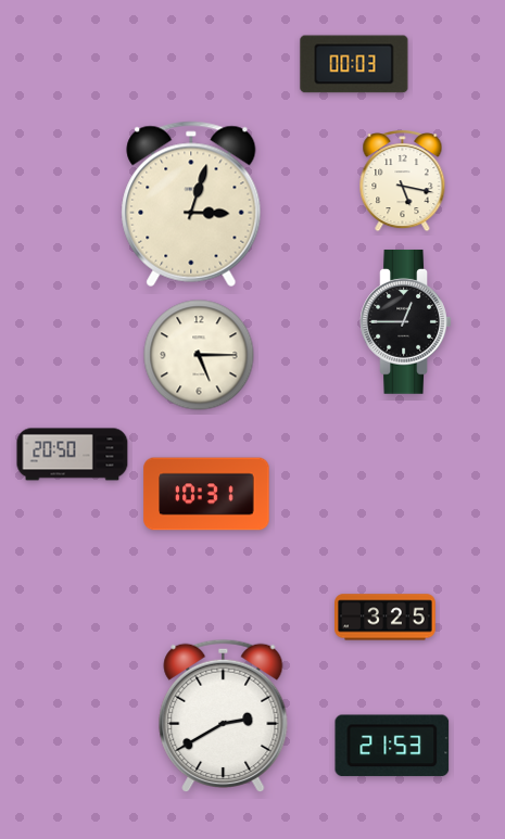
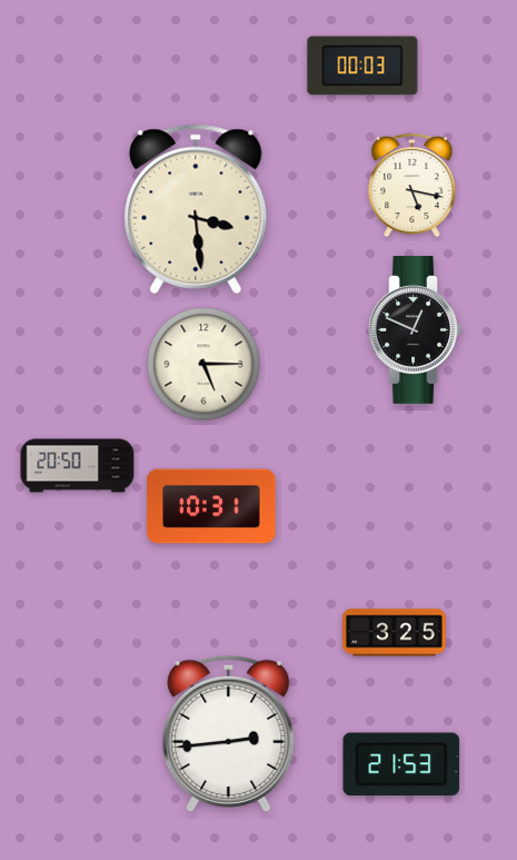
clock at (191, 204): 3:03 -> 3:29
clock at (406, 321): 12:45 -> 12:49
clock at (73, 455) position: (73, 455) -> (78, 466)
clock at (224, 715): 2:40 -> 2:44
